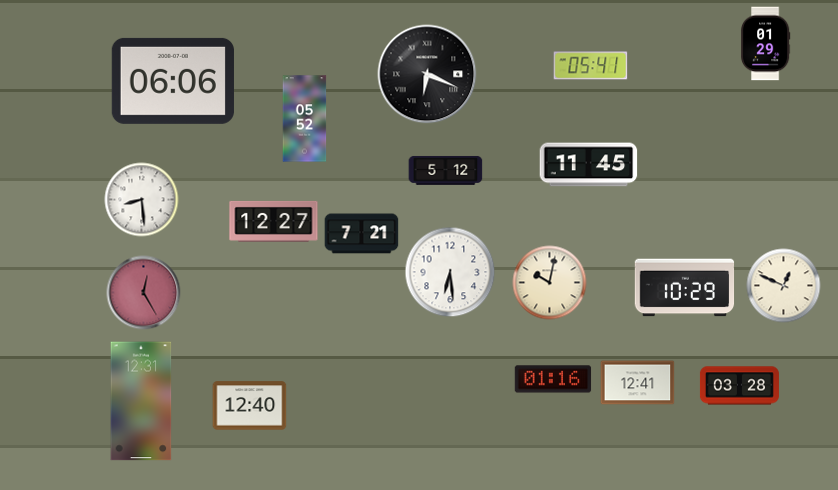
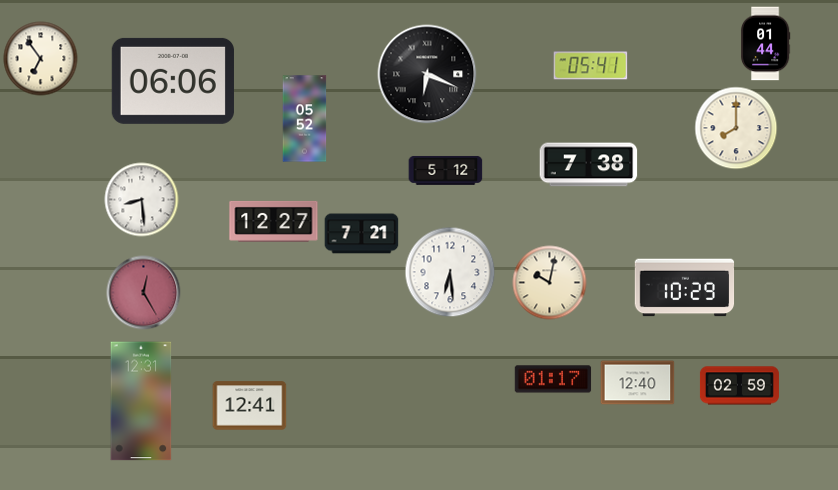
clock at (765, 44): 01:29 -> 01:44
clock at (41, 59): none -> 6:54
clock at (736, 128): none -> 8:00
clock at (589, 165): 11:45 -> 7:38
clock at (784, 286): 12:49 -> none
clock at (553, 379): 01:16 -> 01:17
clock at (638, 383): 12:41 -> 12:40
clock at (739, 386): 03:28 -> 02:59
clock at (250, 406): 12:40 -> 12:41
